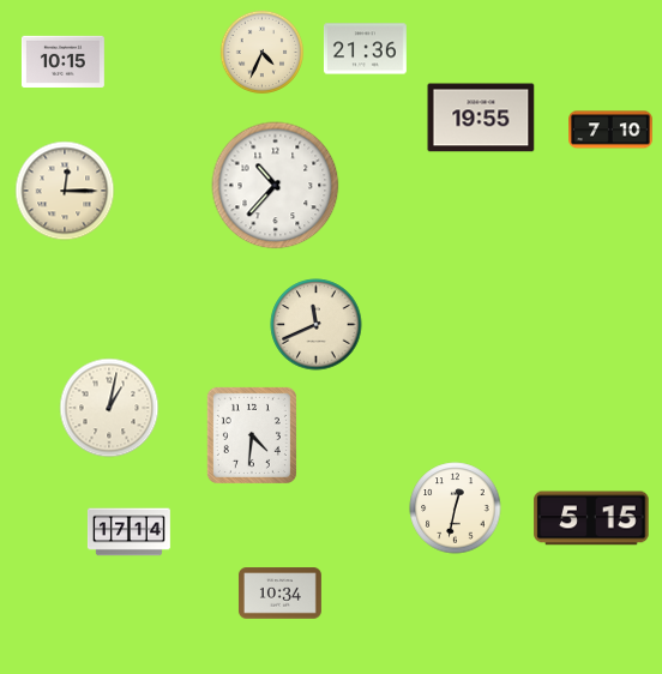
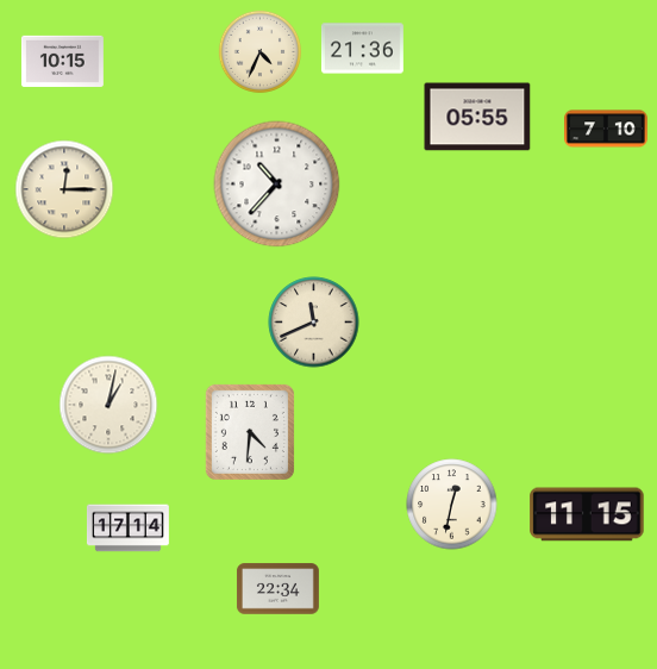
clock at (481, 118): 19:55 -> 05:55
clock at (276, 186) position: (276, 186) -> (277, 185)
clock at (591, 518): 5:15 -> 11:15
clock at (279, 594): 10:34 -> 22:34
